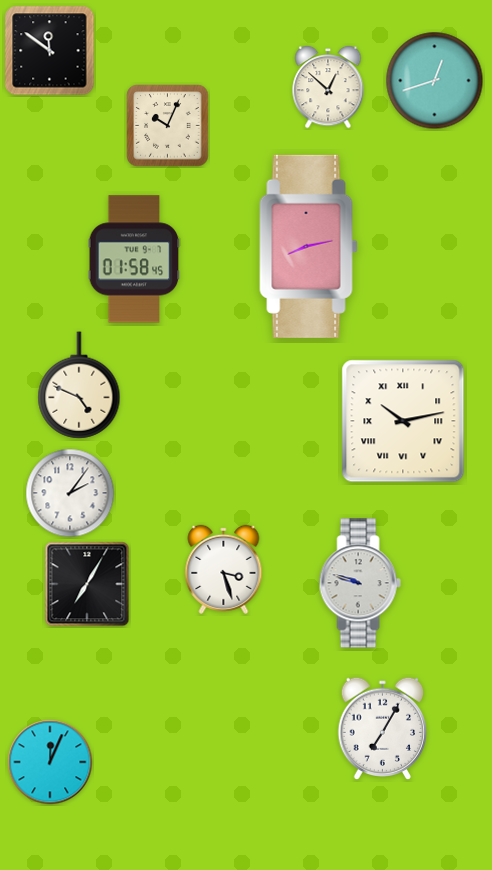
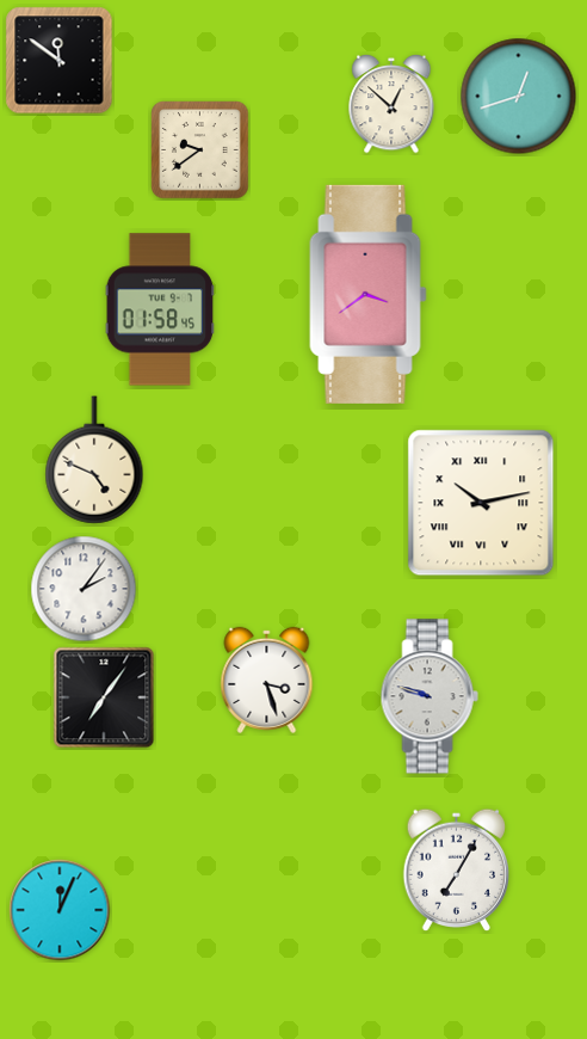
clock at (168, 126): 10:04 -> 9:39
clock at (309, 246): 8:13 -> 3:39
clock at (87, 584): 7:05 -> 7:06
